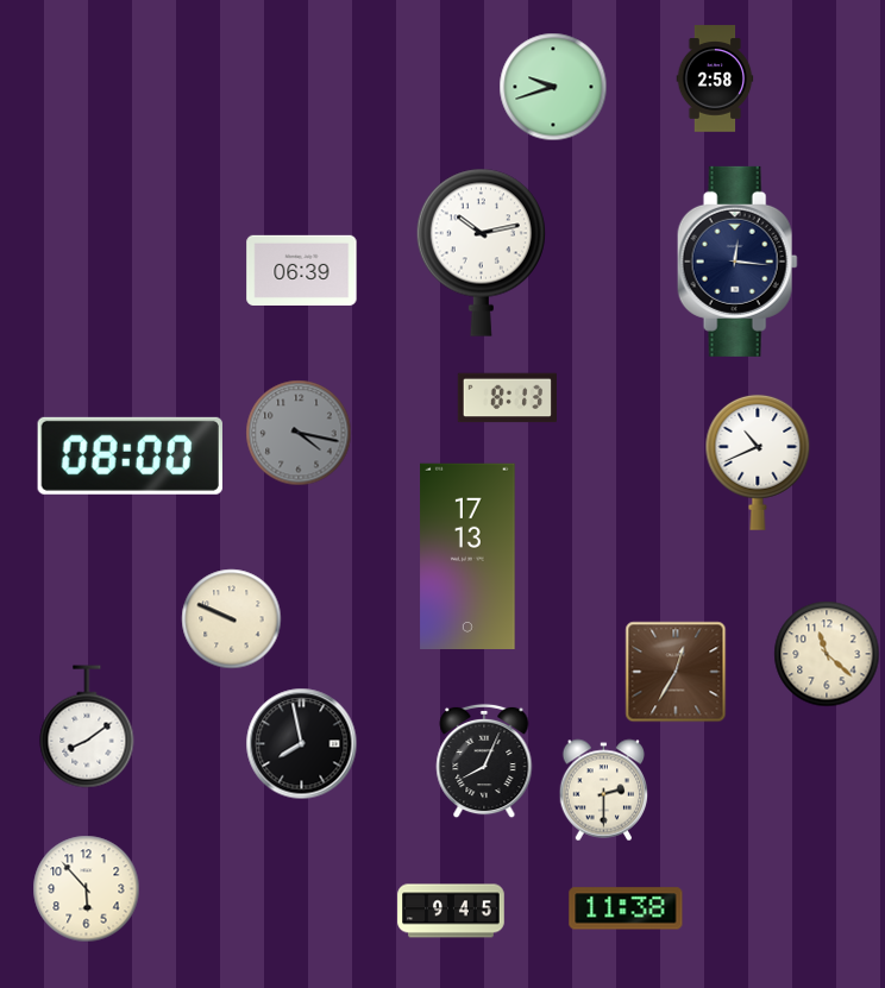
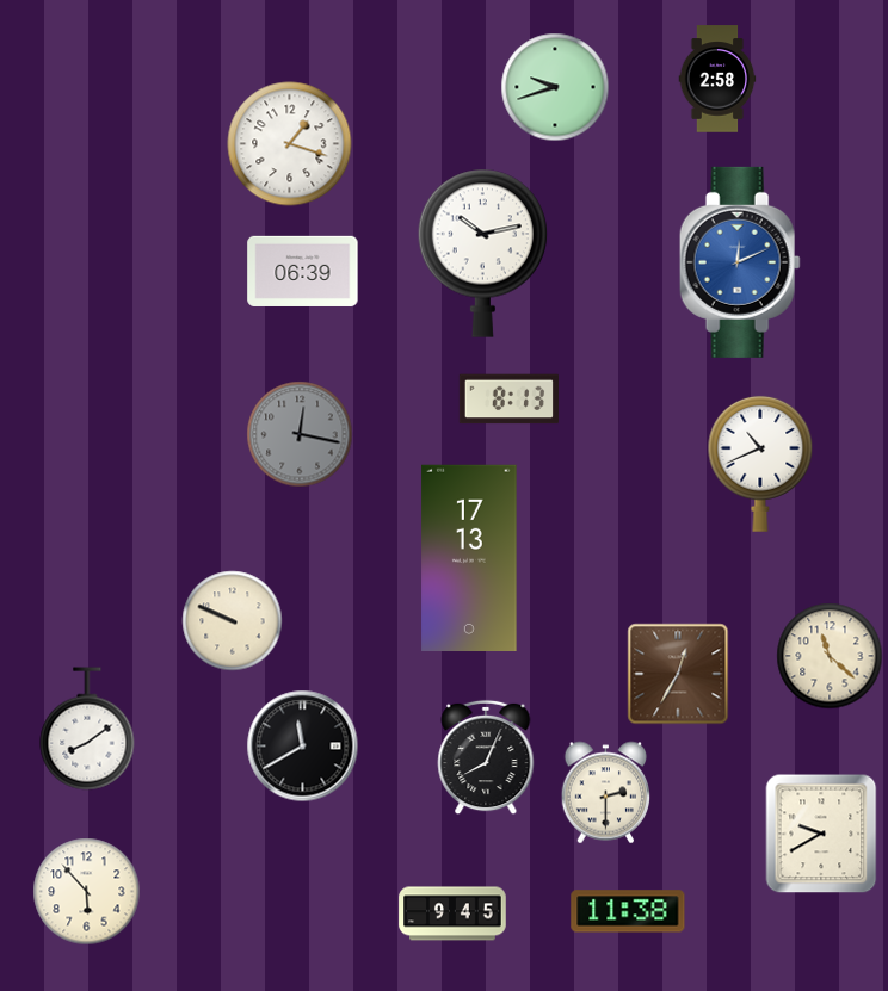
clock at (290, 144): none -> 1:18
clock at (737, 262): 12:16 -> 12:11
clock at (737, 262) dial: navy -> blue
clock at (299, 433): 4:17 -> 12:17
clock at (130, 455): 08:00 -> none
clock at (302, 744): 7:58 -> 11:40
clock at (484, 761) position: (484, 761) -> (486, 757)
clock at (821, 834): none -> 9:40
